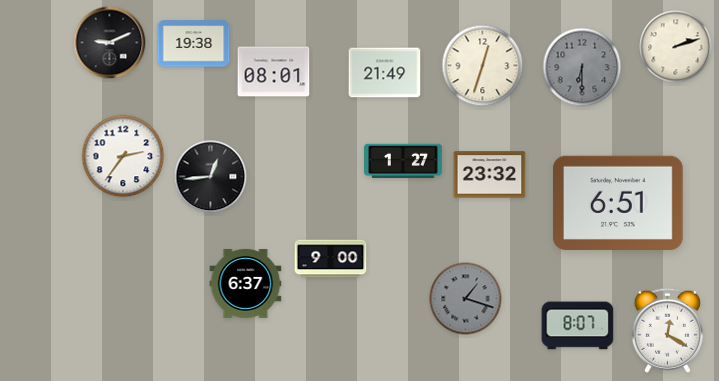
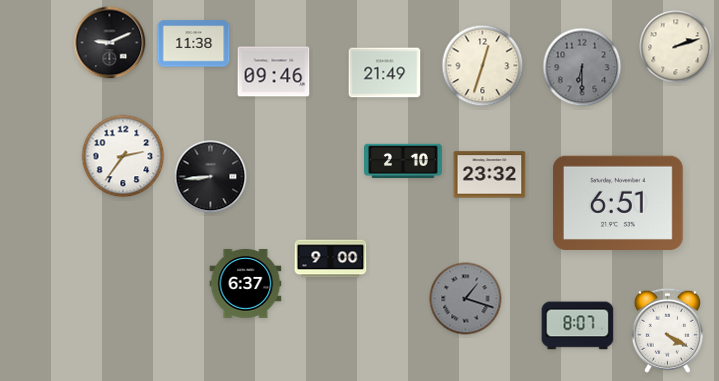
clock at (194, 44): 19:38 -> 11:38
clock at (274, 72): 08:01 -> 09:46
clock at (404, 161): 1:27 -> 2:10
clock at (211, 177): 12:44 -> 8:44
clock at (667, 330): 12:20 -> 4:20
